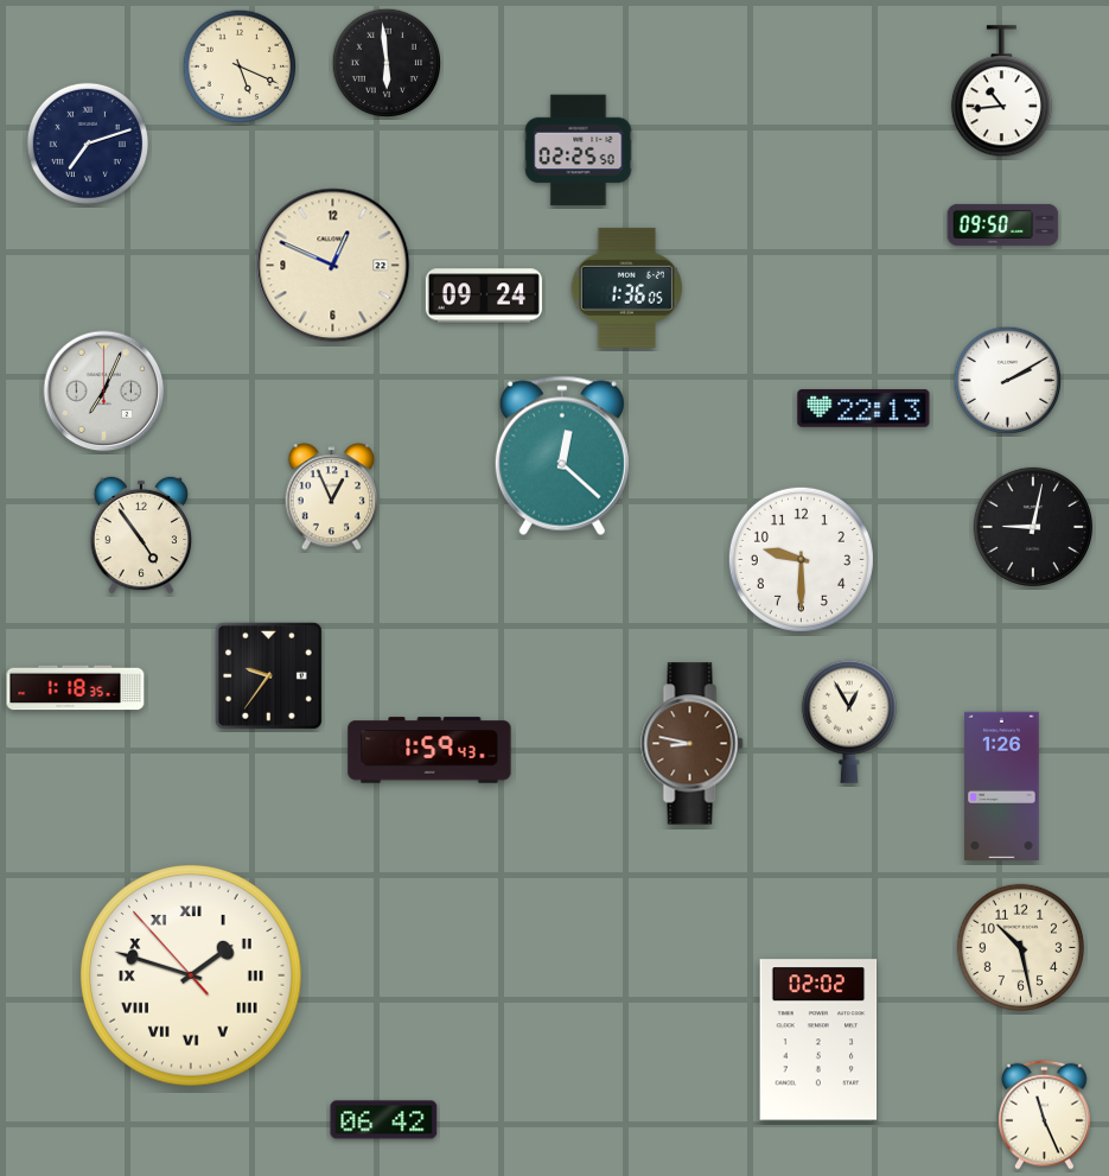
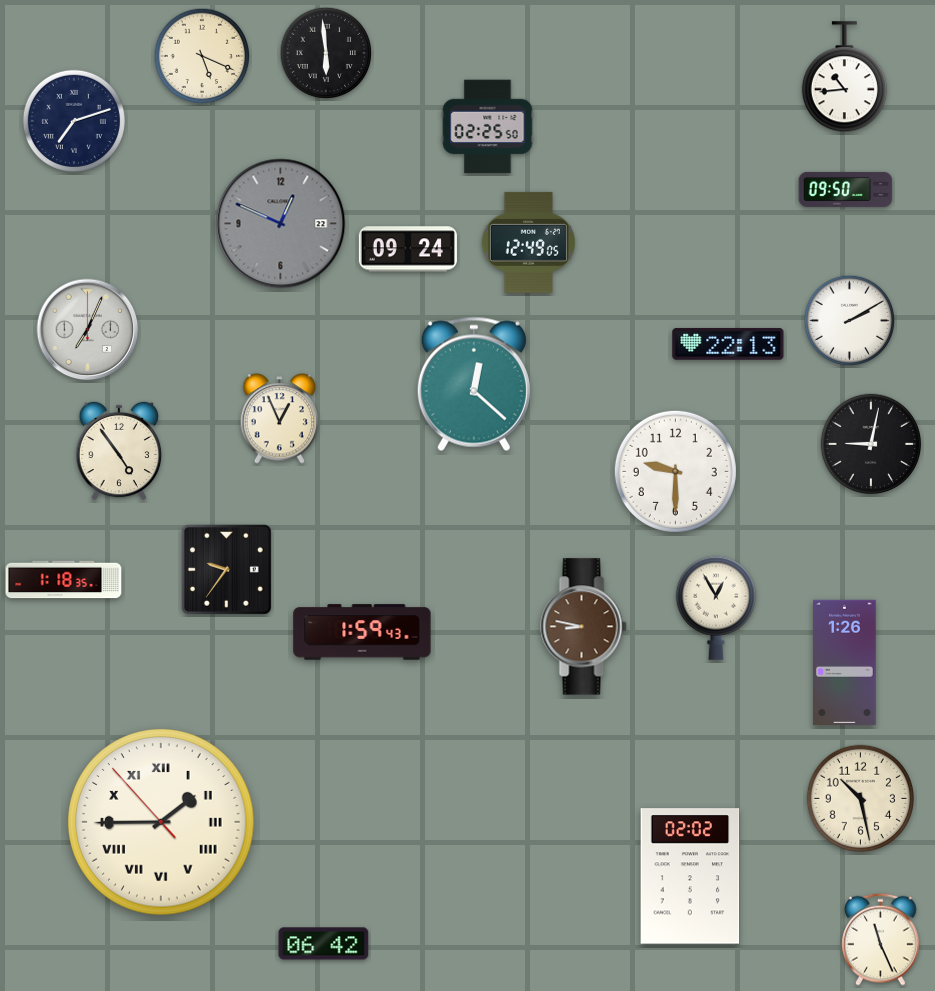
clock at (333, 266) dial: cream -> grey
clock at (626, 287): 1:36 -> 12:49
clock at (191, 975): 1:47 -> 1:44
